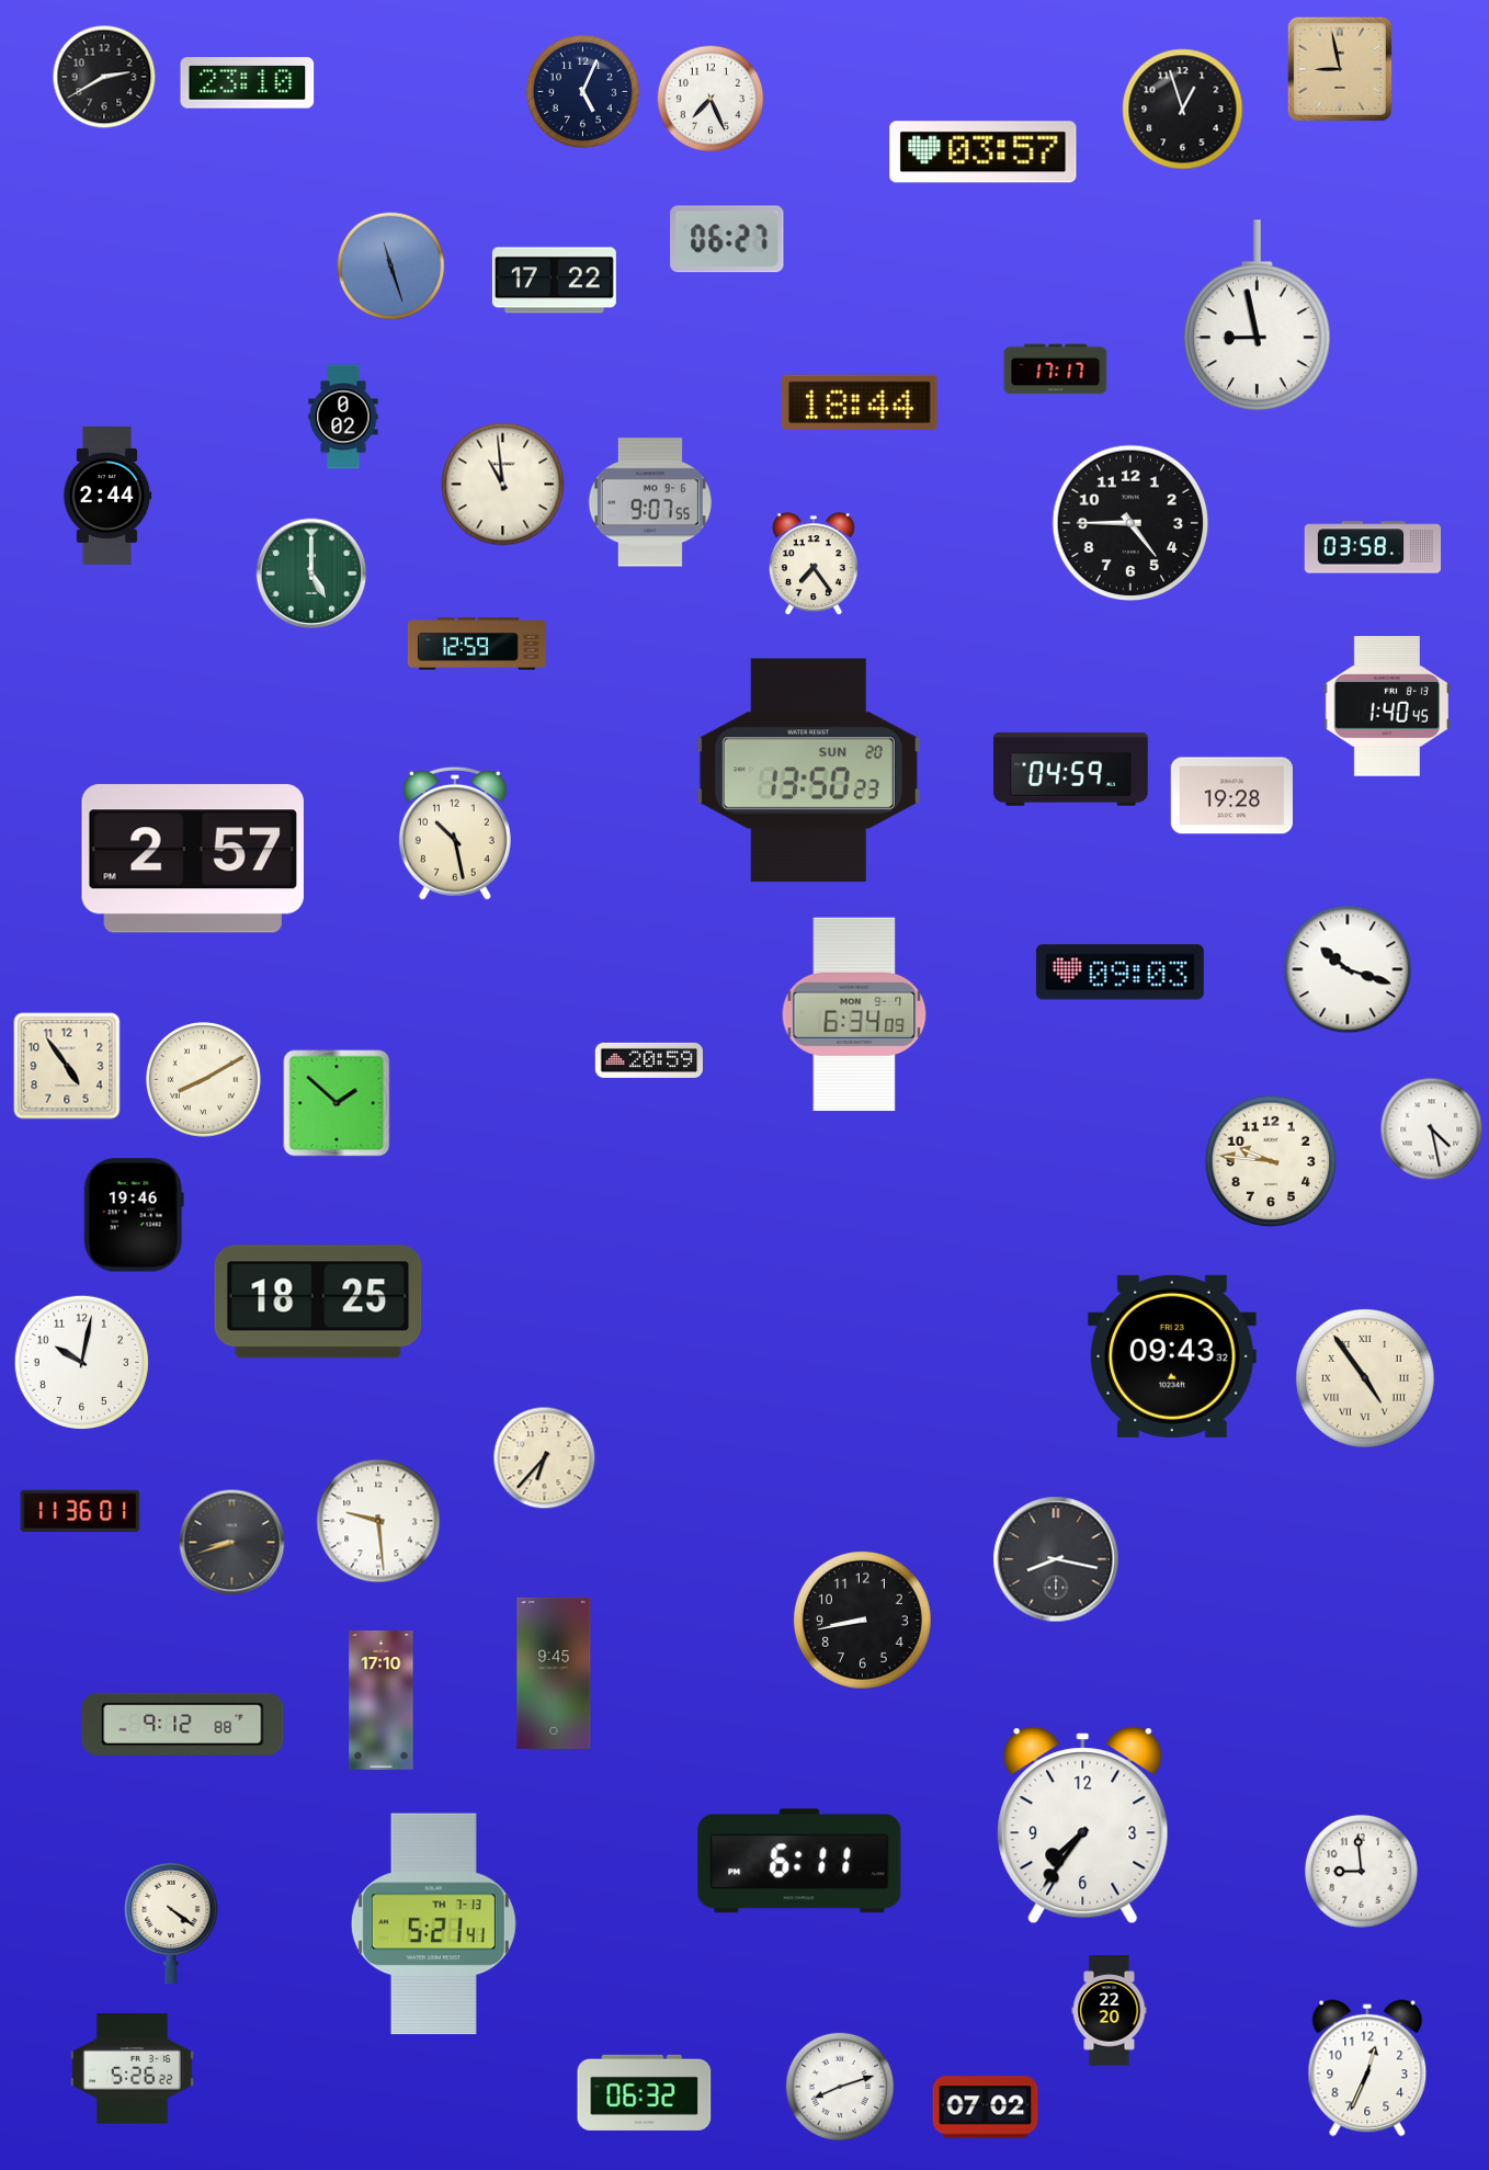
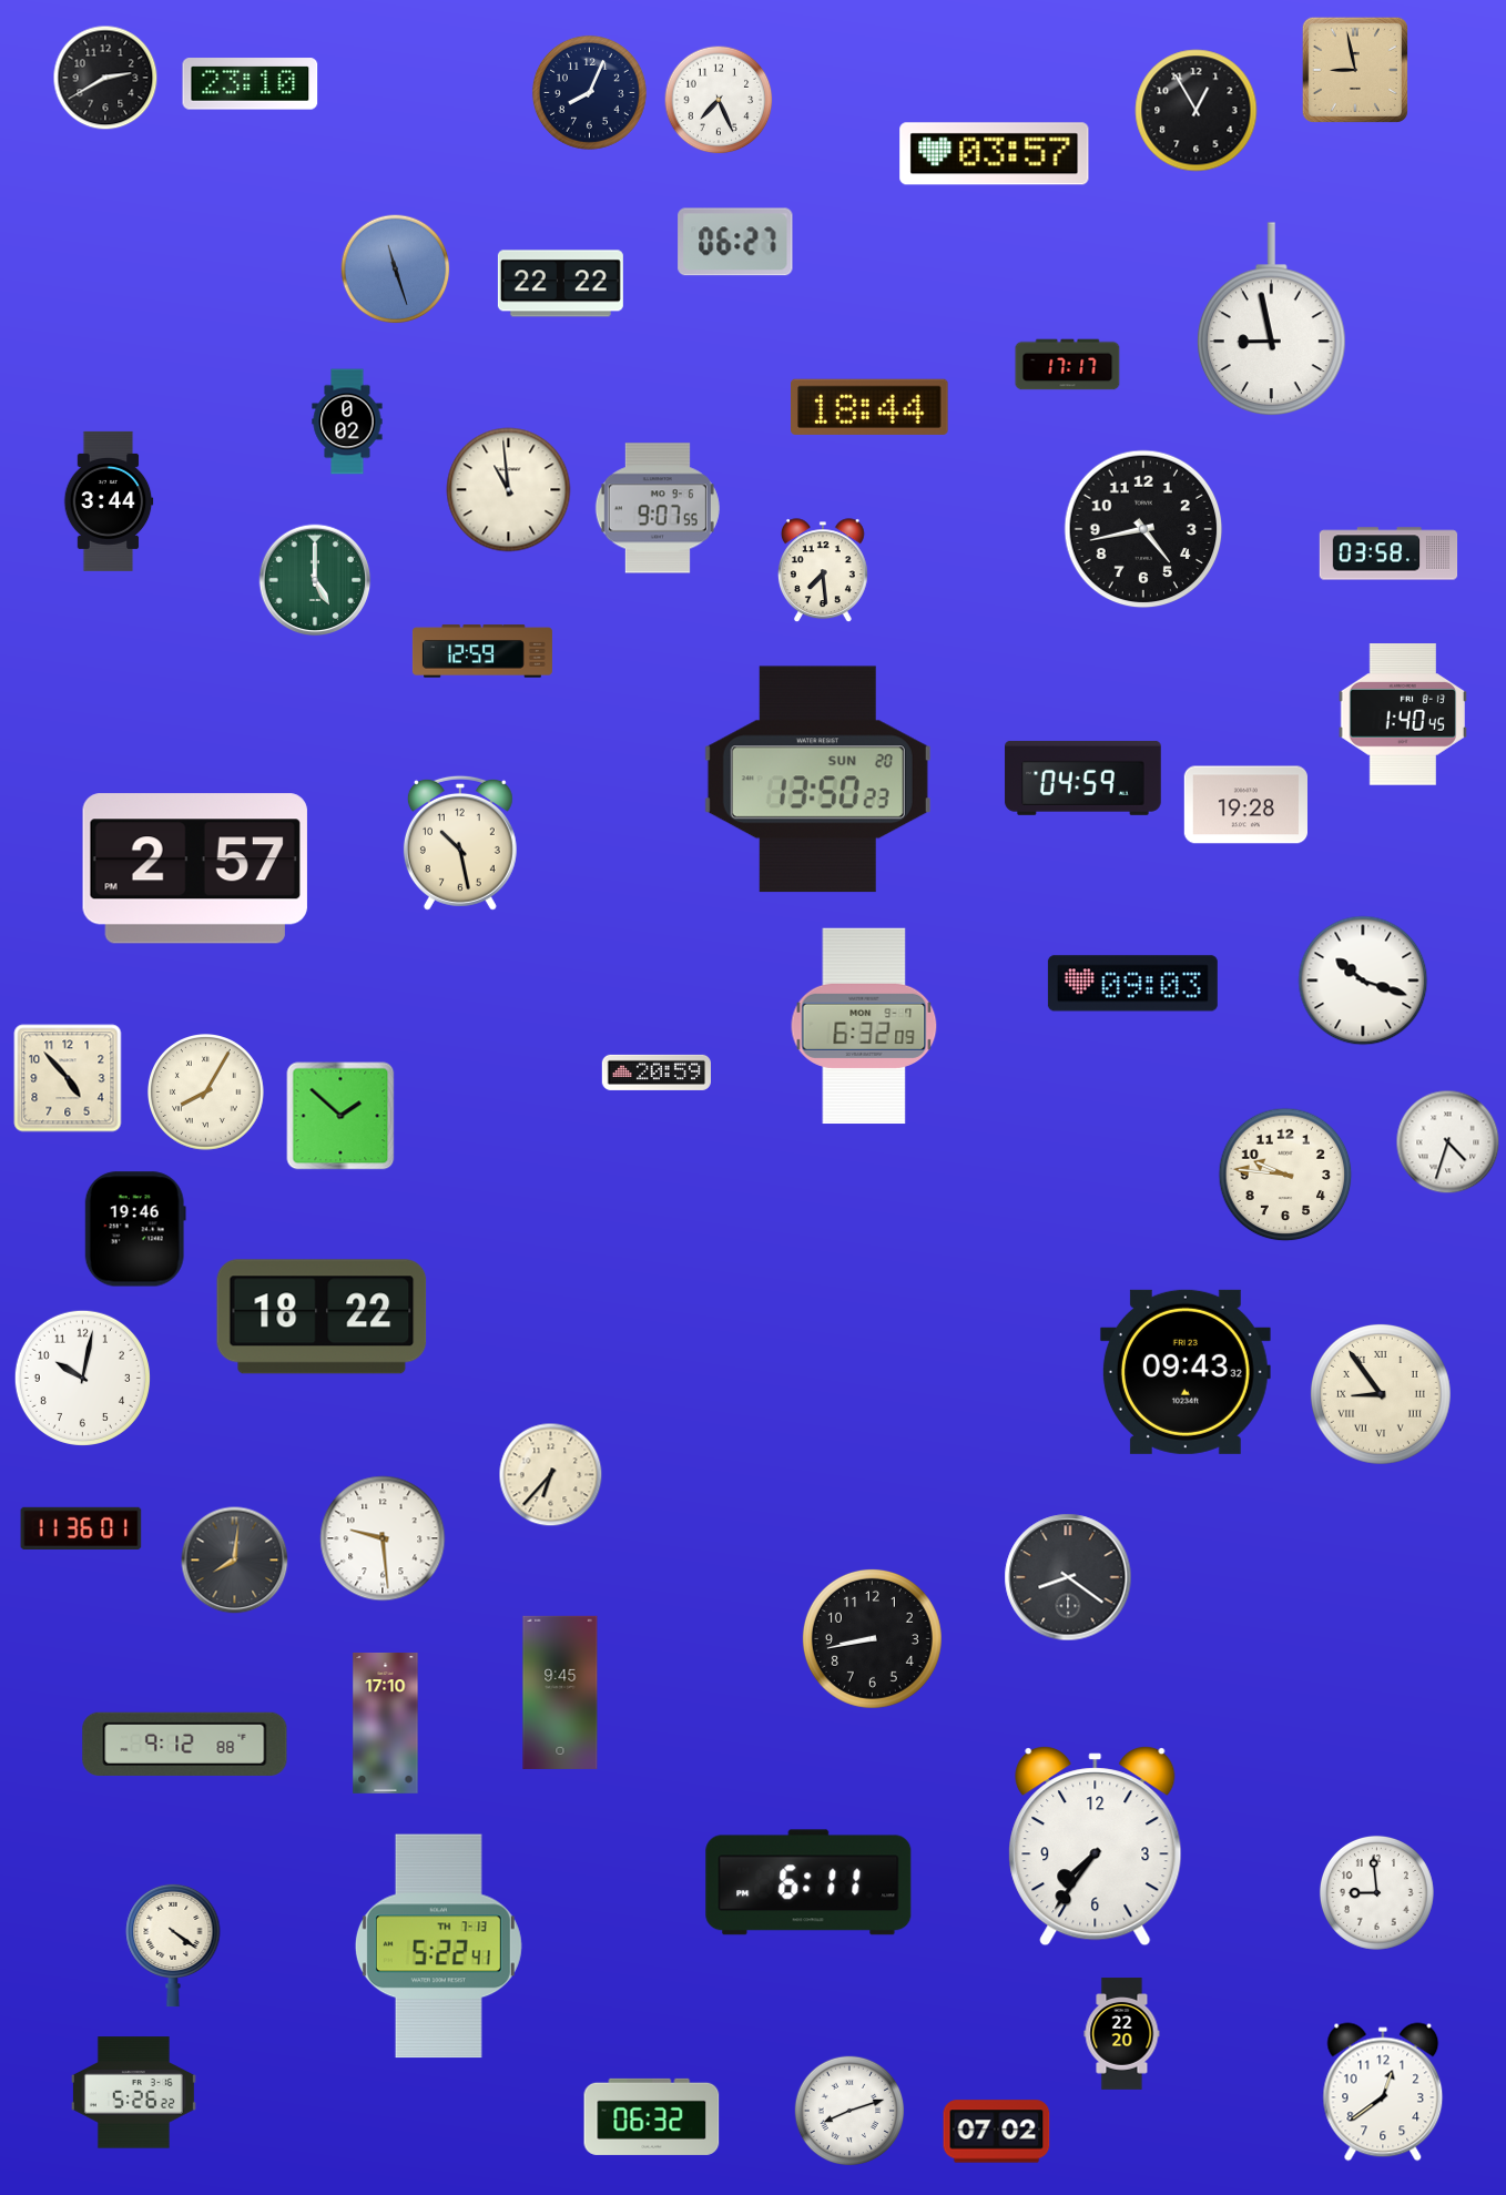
clock at (582, 91): 5:04 -> 8:04
clock at (1183, 110): 12:57 -> 12:55
clock at (554, 281): 17:22 -> 22:22
clock at (1056, 370) position: (1056, 370) -> (1068, 365)
clock at (107, 496): 2:44 -> 3:44
clock at (1130, 523): 4:45 -> 4:43
clock at (814, 565): 7:24 -> 7:29
clock at (854, 1014): 6:34 -> 6:32
clock at (67, 1066): 4:54 -> 4:53
clock at (204, 1080): 8:10 -> 8:05
clock at (1432, 1129): 4:28 -> 4:33
clock at (318, 1302): 18:25 -> 18:22
clock at (1365, 1378): 4:54 -> 8:54
clock at (232, 1543): 8:42 -> 8:01
clock at (1056, 1559): 8:17 -> 8:21
clock at (382, 1701) position: (382, 1701) -> (386, 1724)
clock at (433, 1924): 5:21 -> 5:22
clock at (1367, 2068): 12:34 -> 12:39
